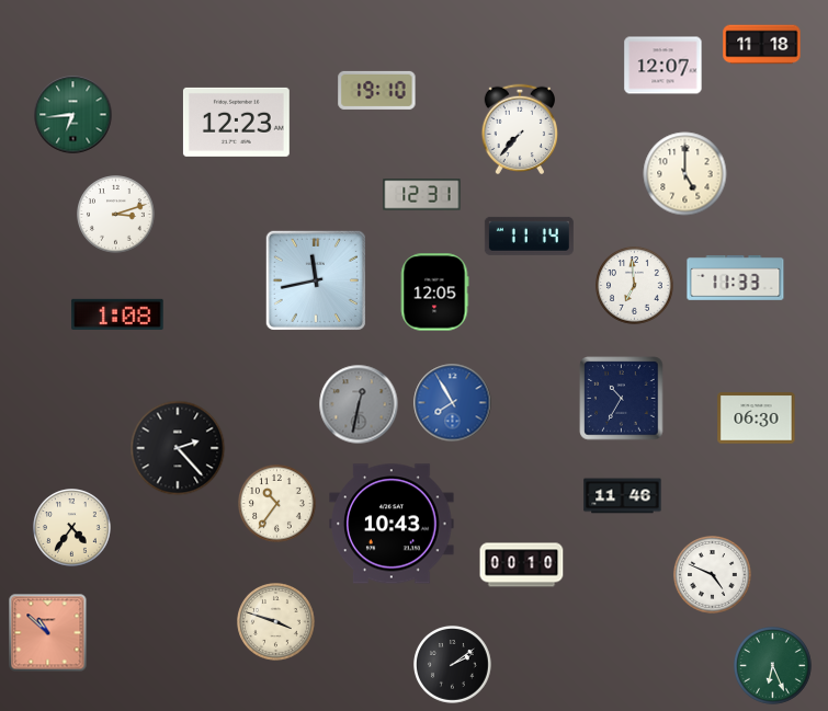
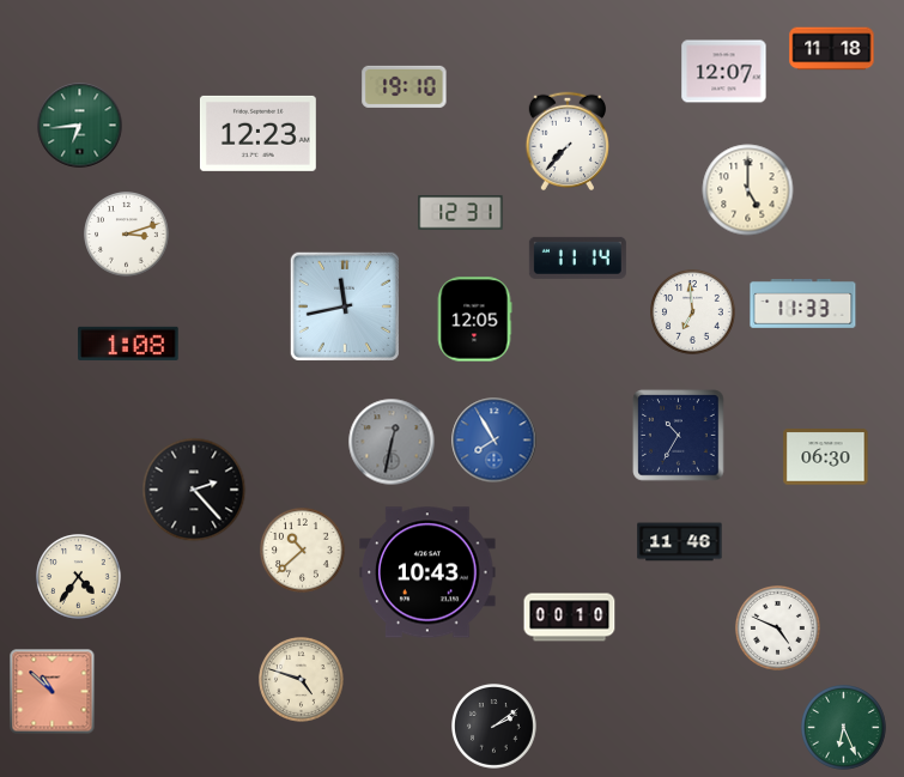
clock at (377, 90) position: (377, 90) -> (405, 86)
clock at (277, 504): 10:36 -> 10:38
clock at (276, 622): 3:48 -> 4:48
